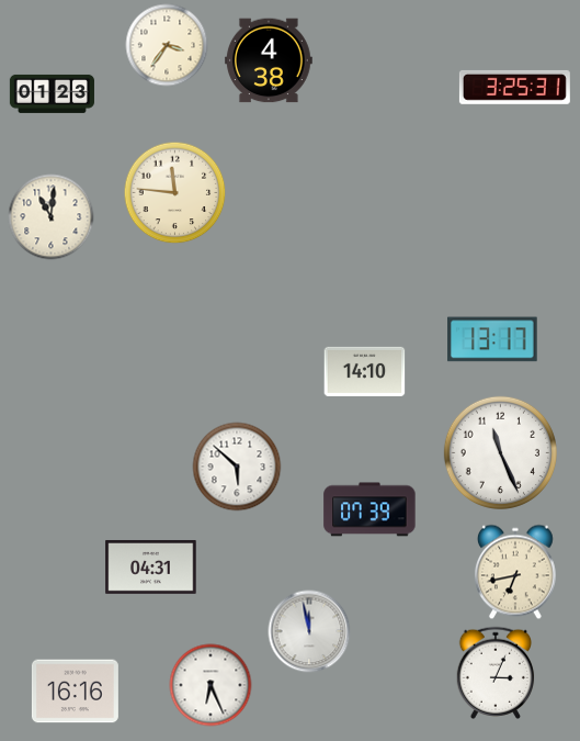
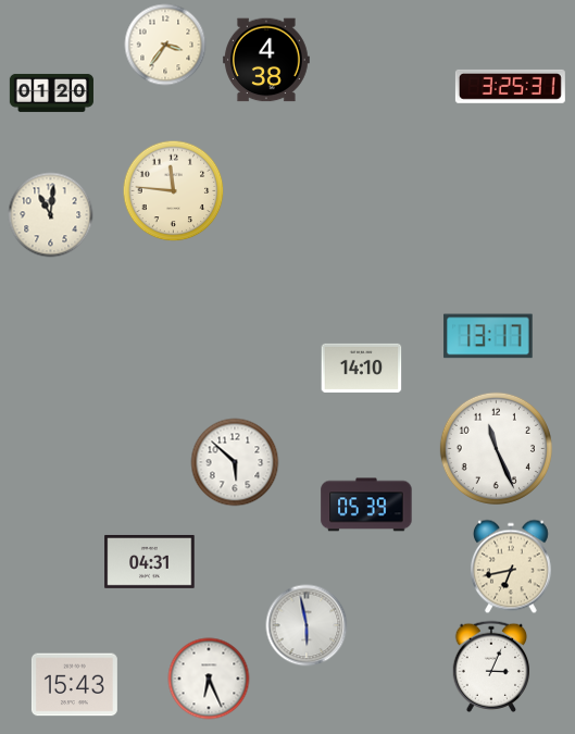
clock at (52, 93): 01:23 -> 01:20
clock at (369, 509): 07:39 -> 05:39
clock at (309, 631): 11:58 -> 5:58
clock at (75, 692): 16:16 -> 15:43
